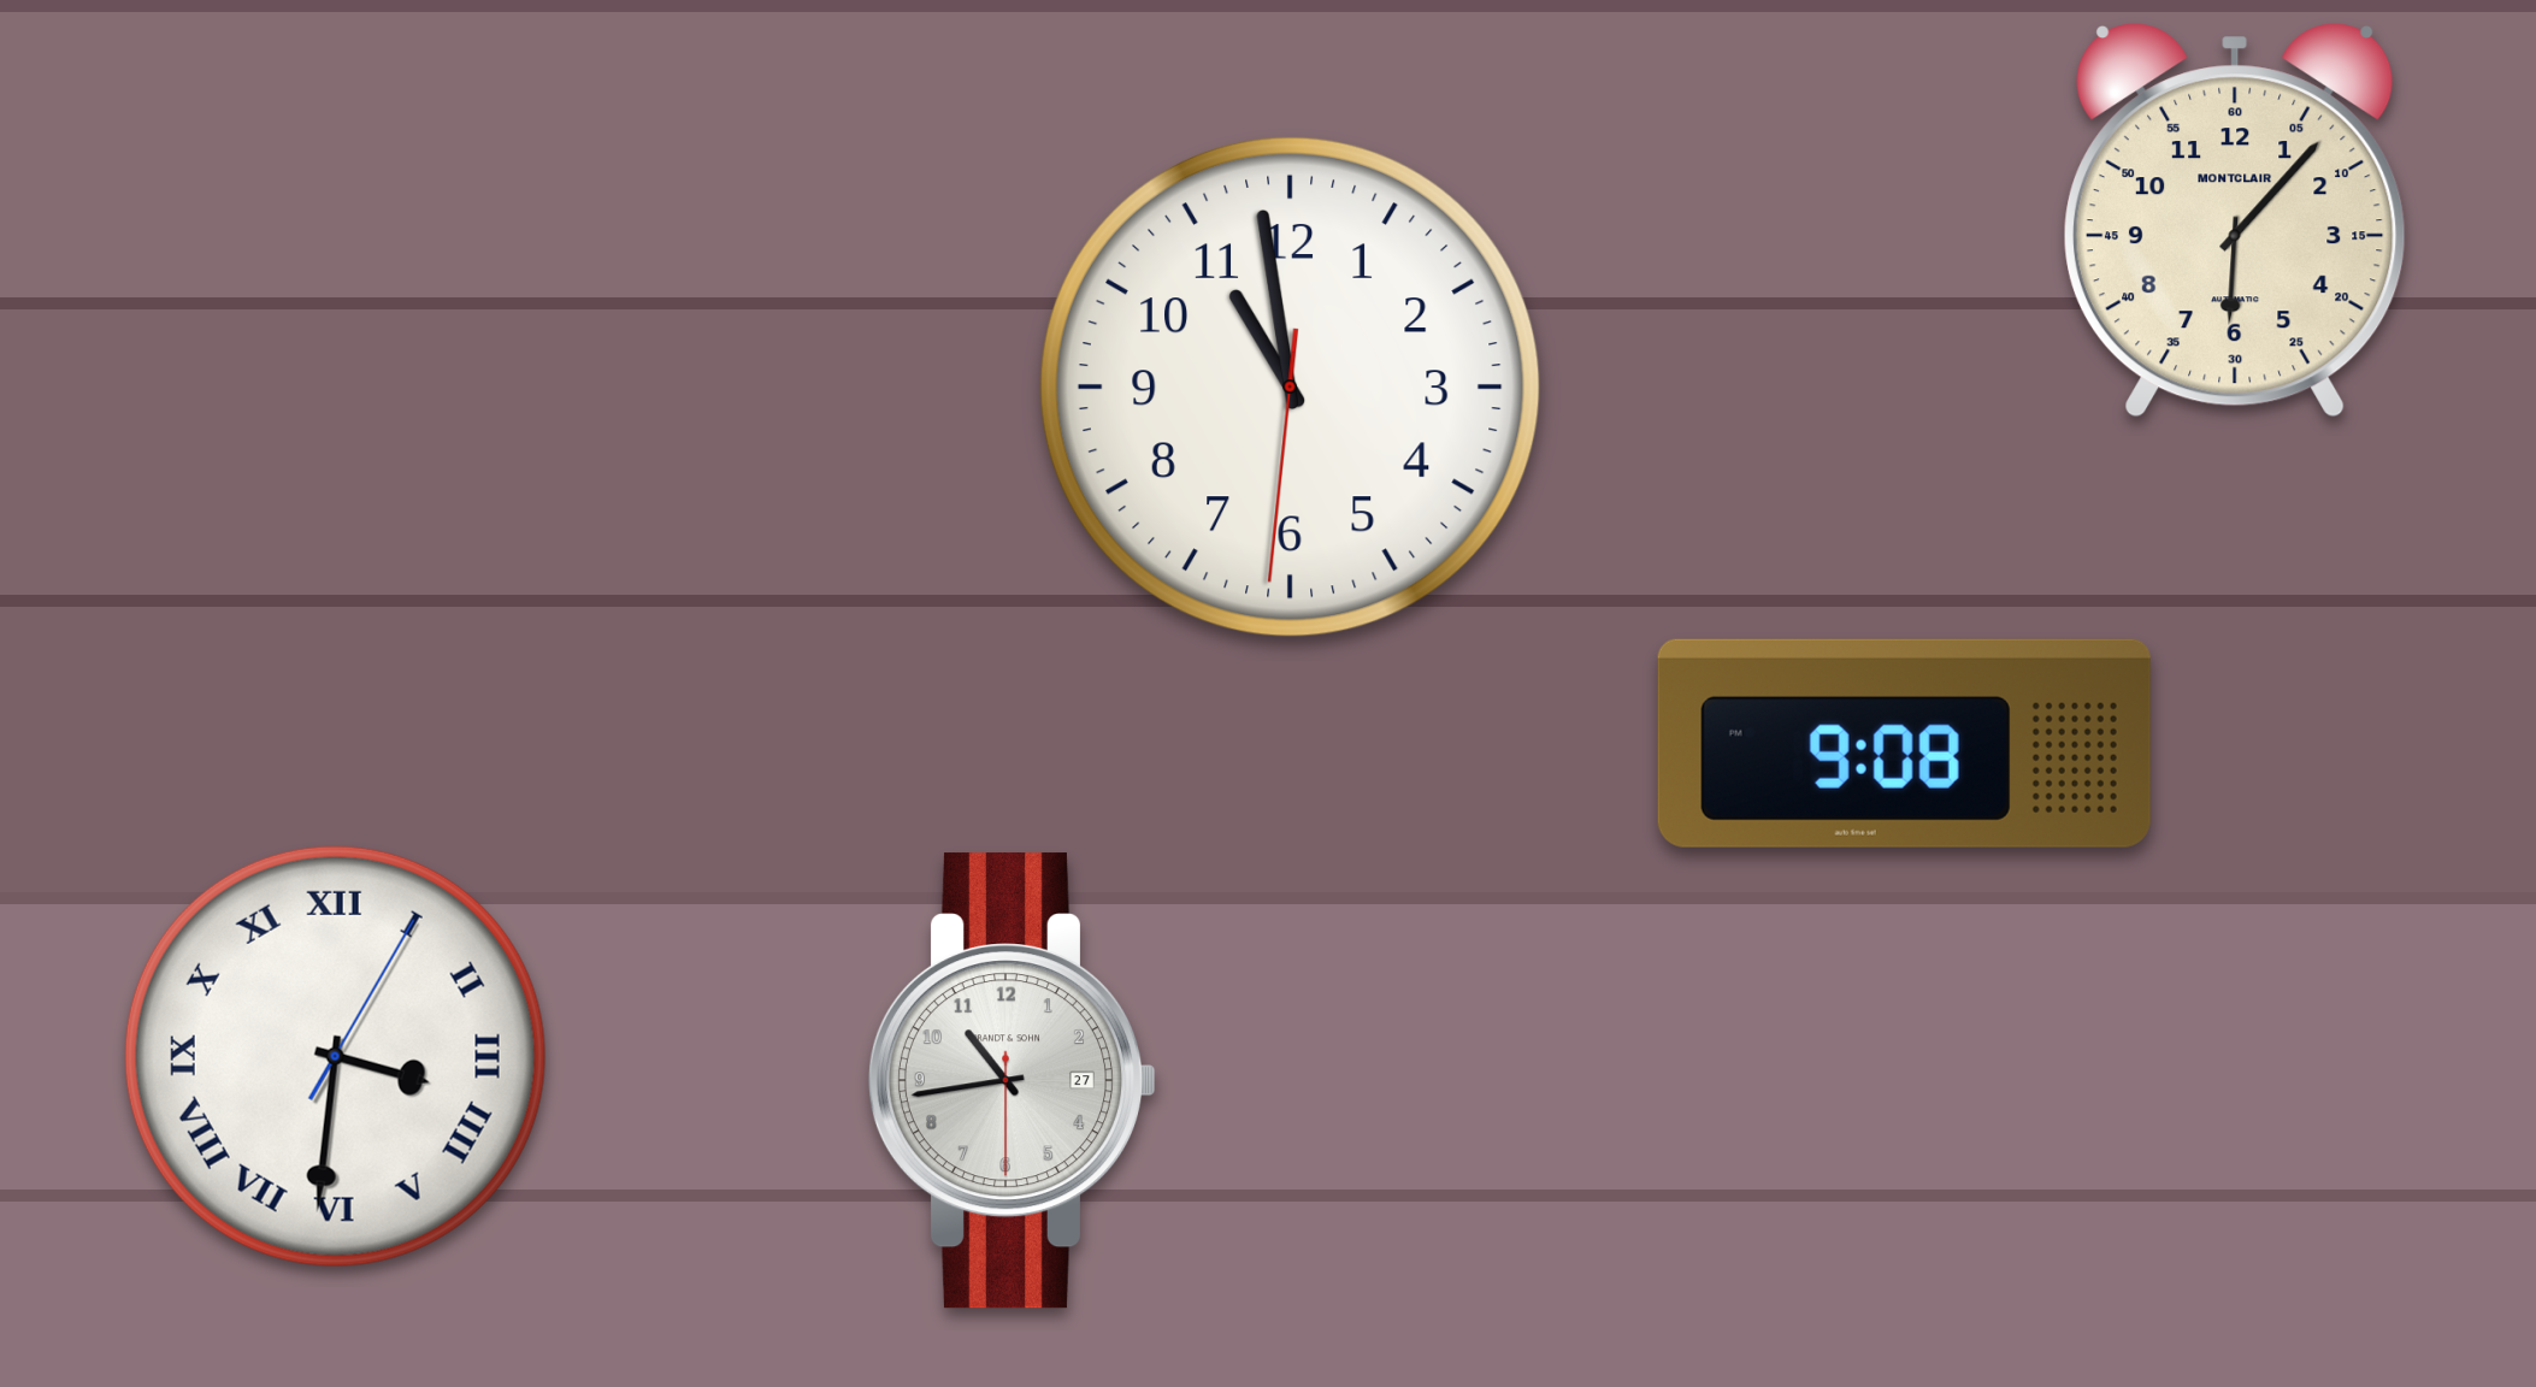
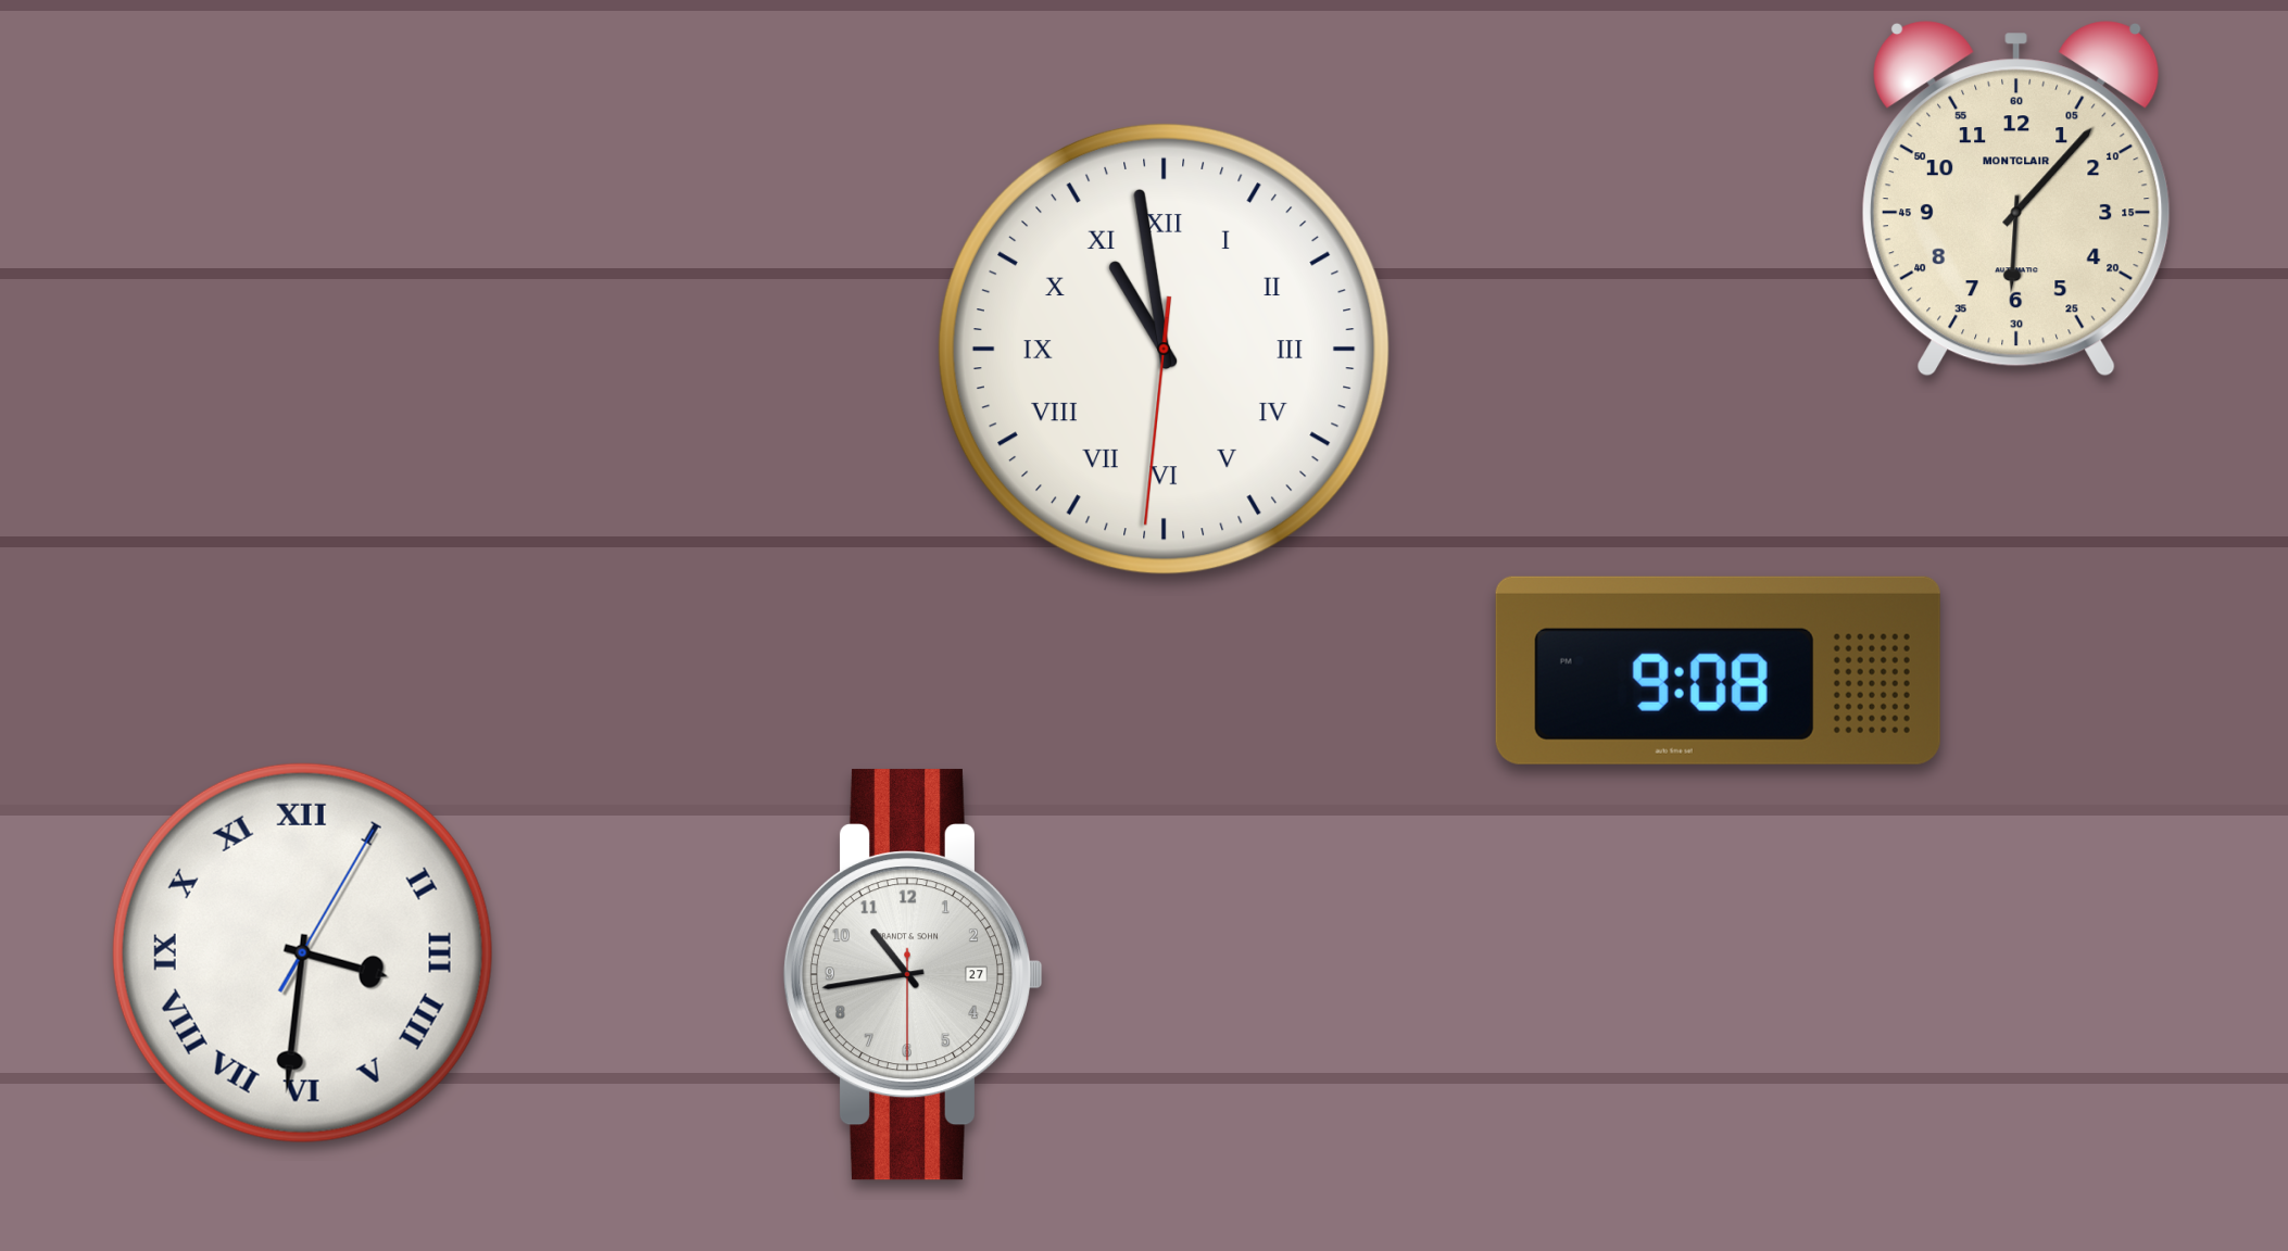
clock at (1290, 386) numerals: Arabic -> Roman
